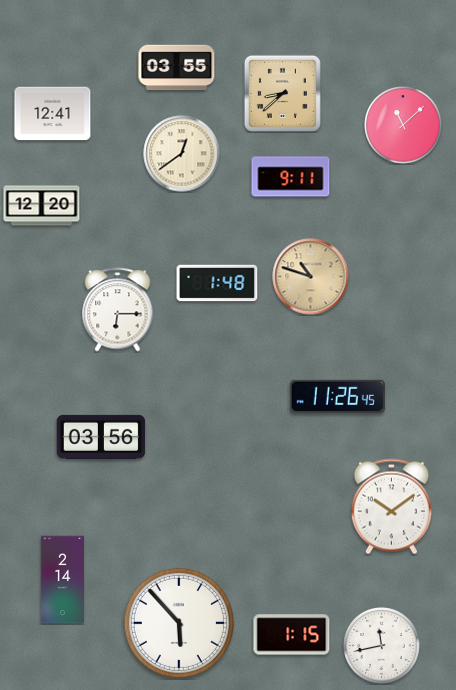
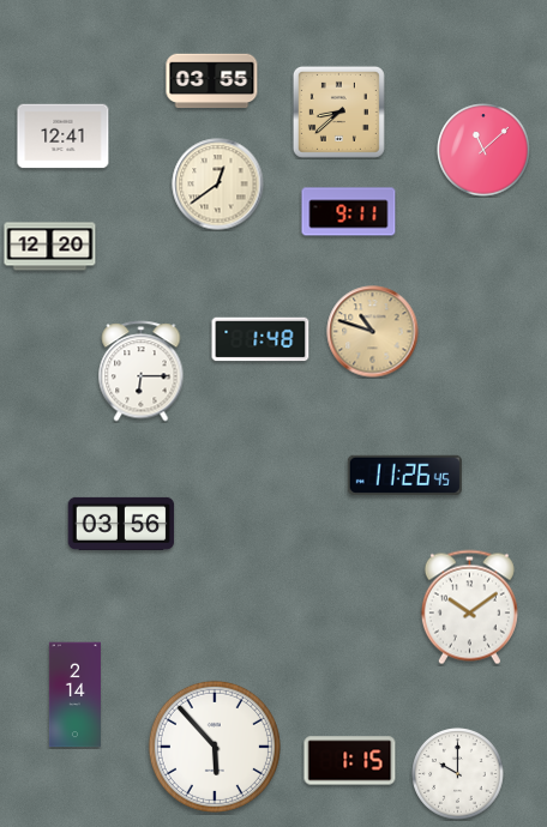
clock at (382, 646): 11:43 -> 10:00
